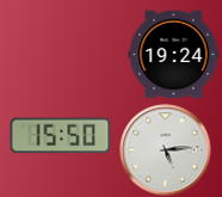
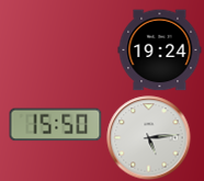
clock at (166, 150) position: (166, 150) -> (149, 138)
